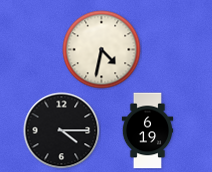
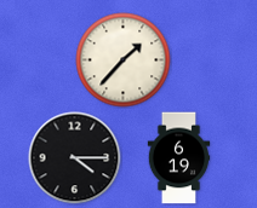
clock at (102, 50): 4:32 -> 1:37
